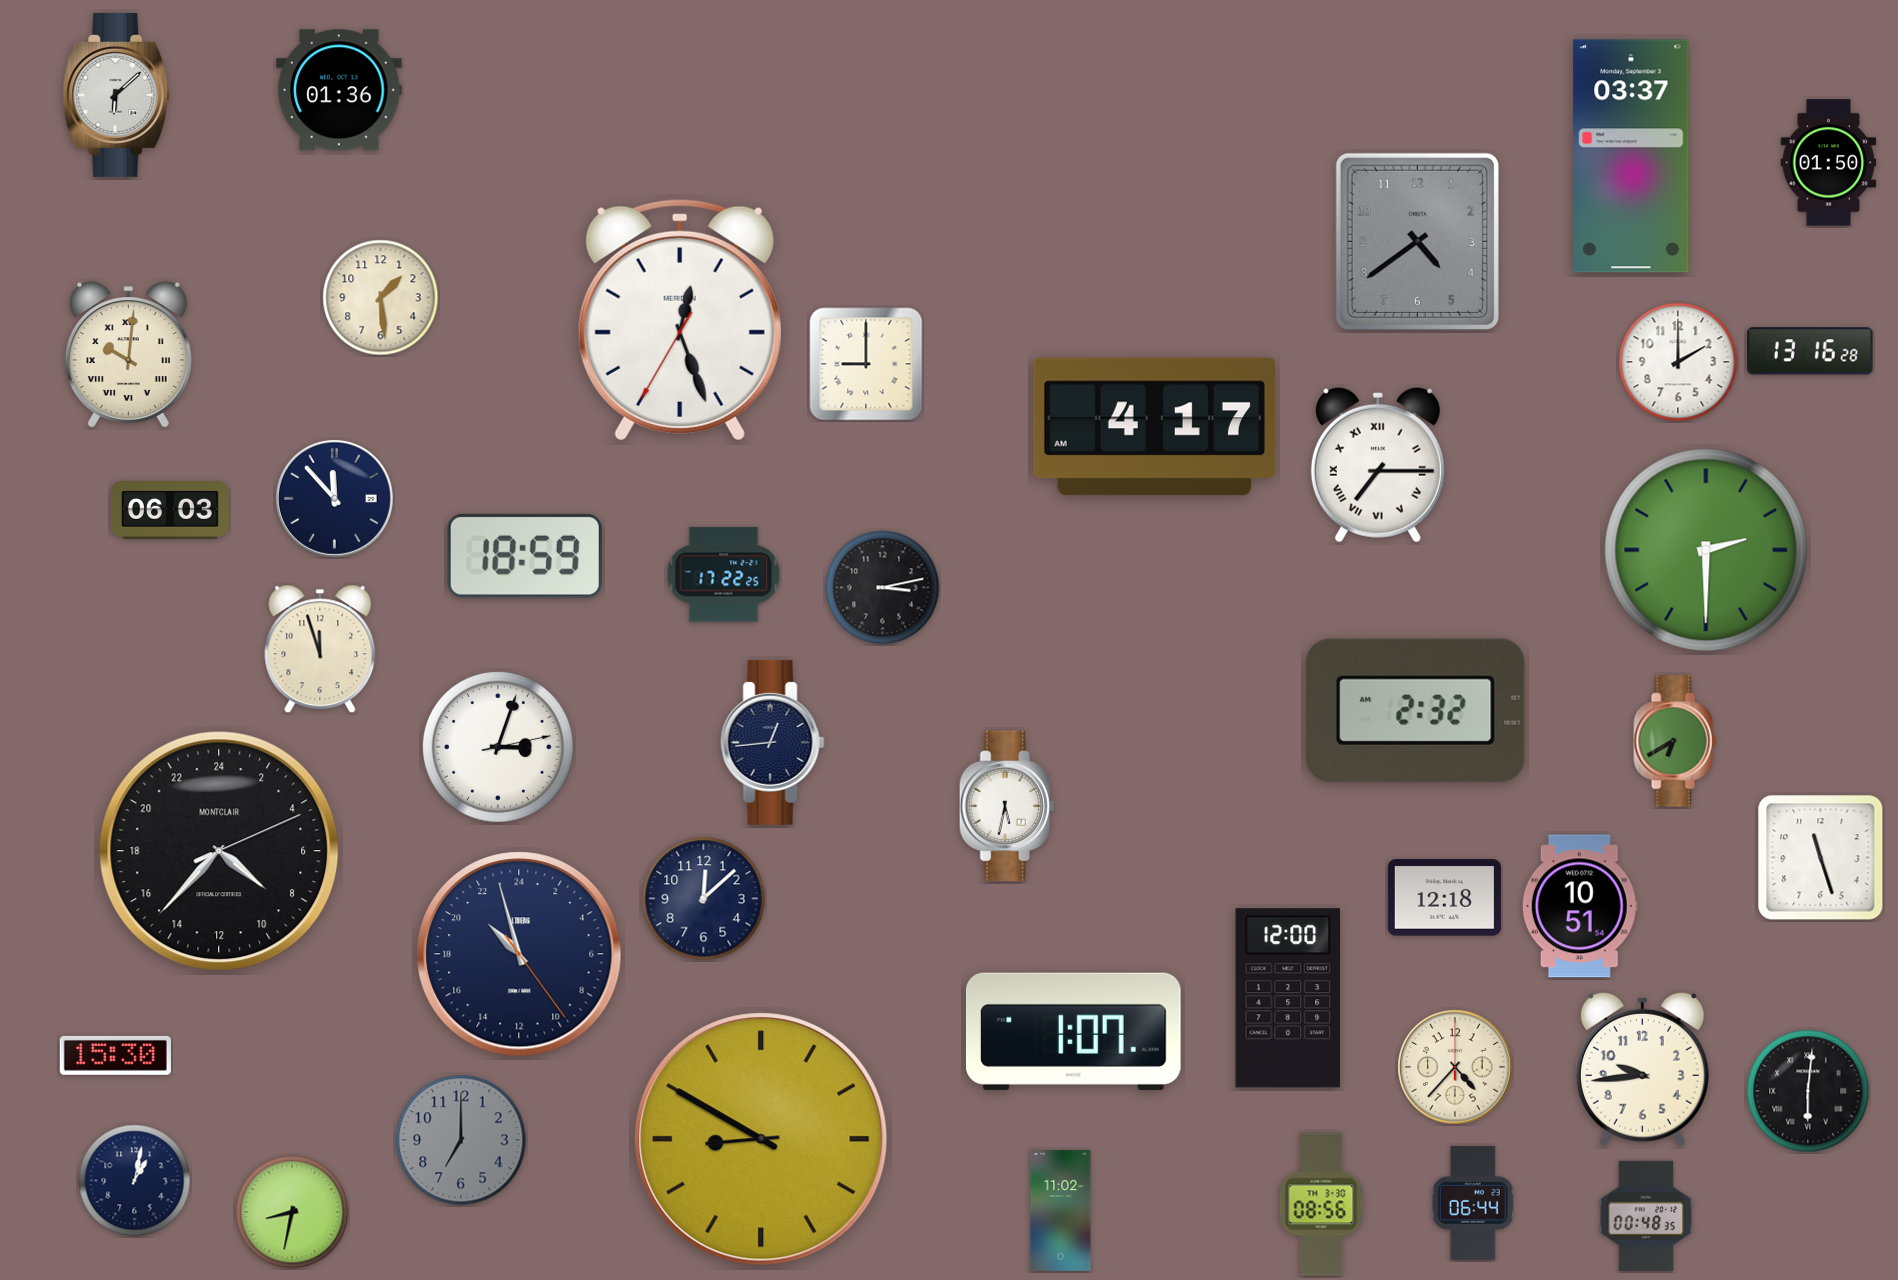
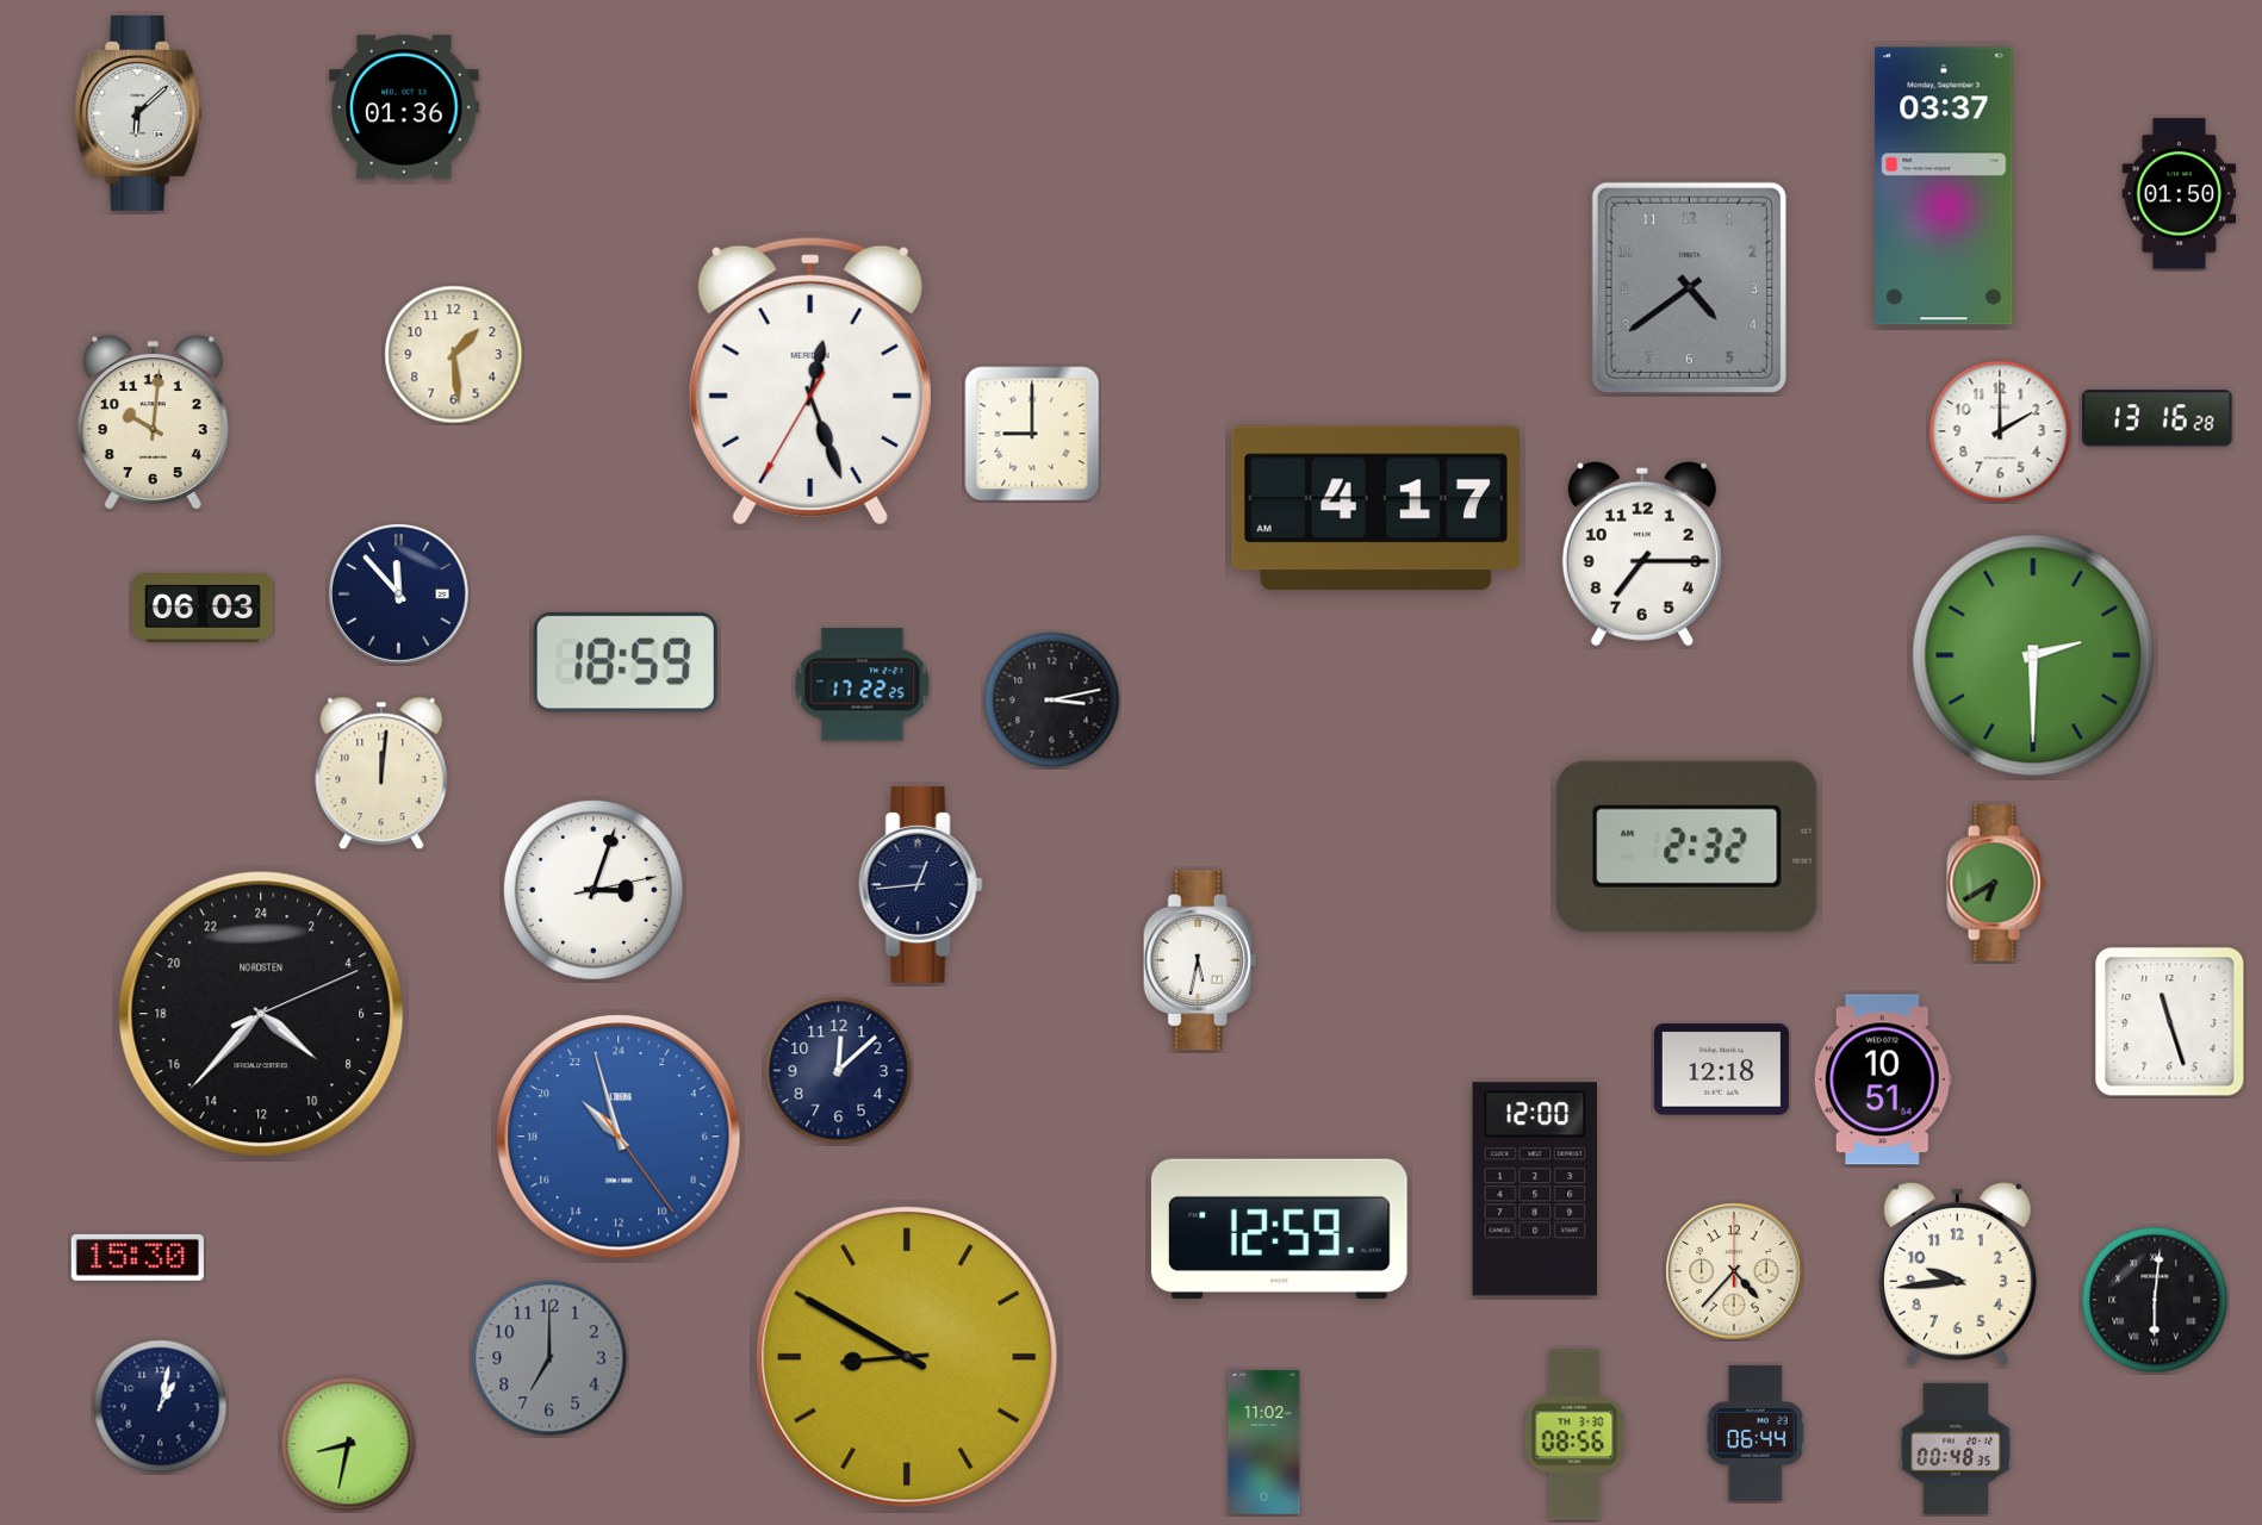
clock at (128, 355) numerals: Roman -> Arabic
clock at (1378, 465) numerals: Roman -> Arabic
clock at (320, 649): 11:57 -> 12:01
clock at (219, 851) brand: MONTCLAIR -> NORDSTEN
clock at (519, 954) dial: navy -> blue
clock at (1073, 1031): 1:07 -> 12:59
clock at (1646, 1216) position: (1646, 1216) -> (1956, 1449)
